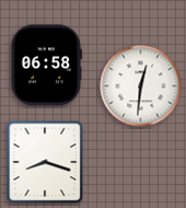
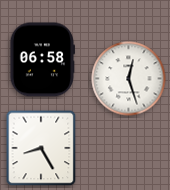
clock at (141, 86): 12:31 -> 12:27
clock at (45, 162): 8:18 -> 8:25
